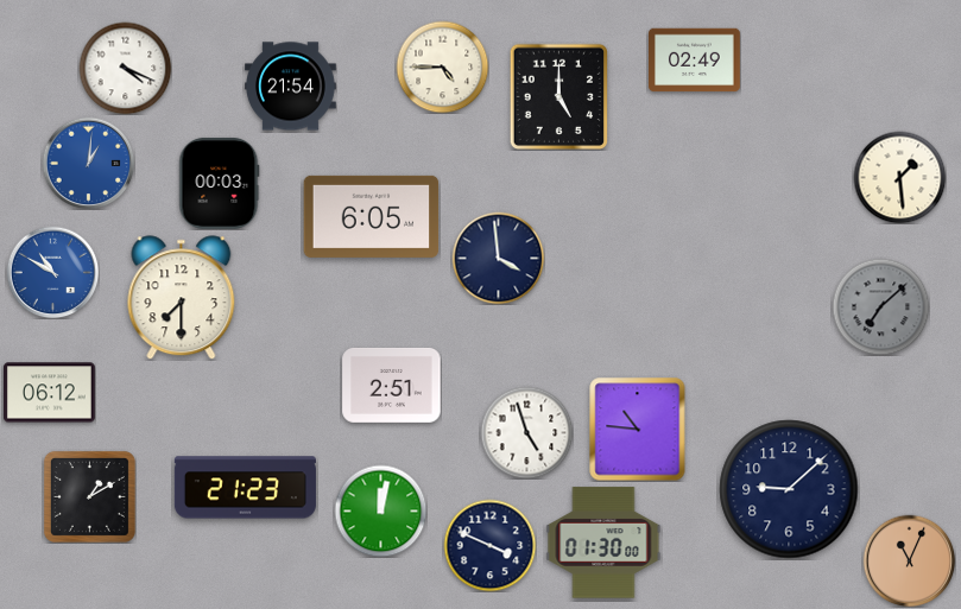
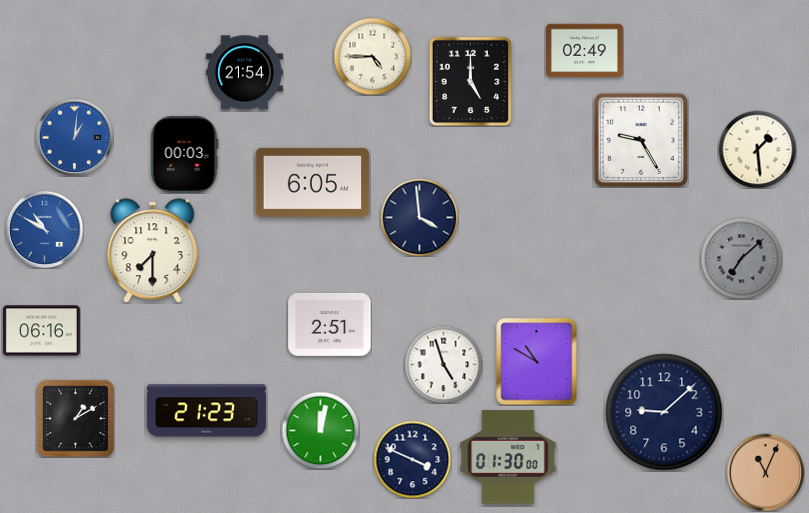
clock at (125, 68): 4:19 -> none
clock at (641, 140): none -> 9:25
clock at (49, 393): 06:12 -> 06:16
clock at (638, 429): 10:46 -> 10:50
